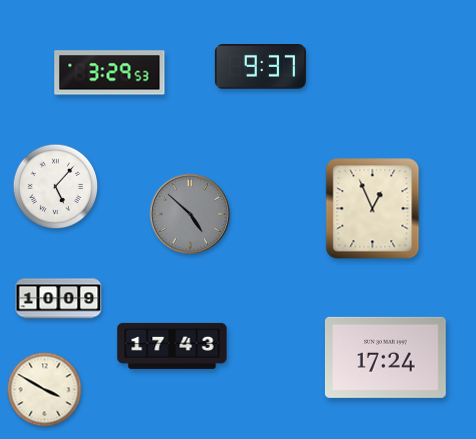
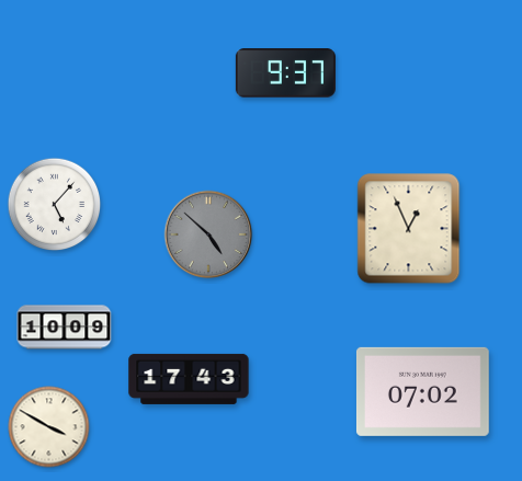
clock at (110, 73): 3:29 -> none
clock at (56, 187) position: (56, 187) -> (55, 205)
clock at (385, 357): 17:24 -> 07:02
